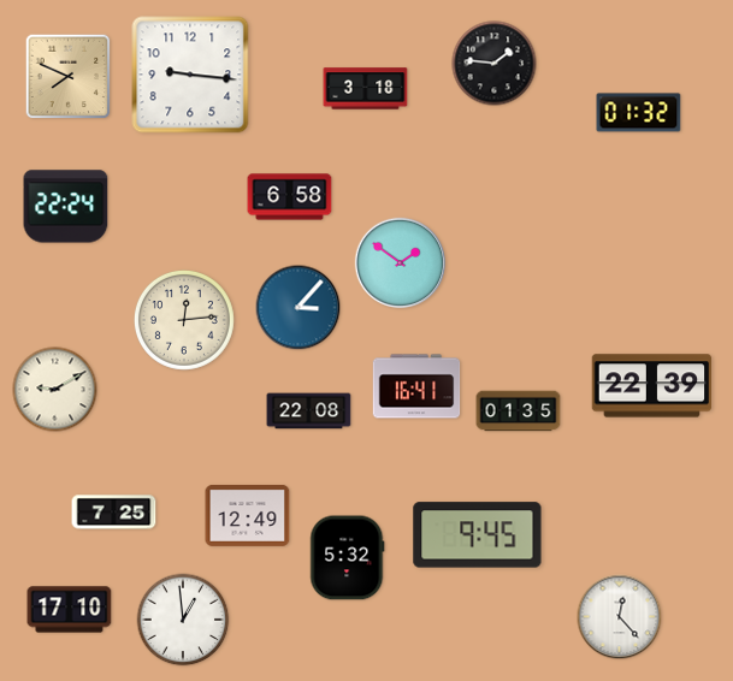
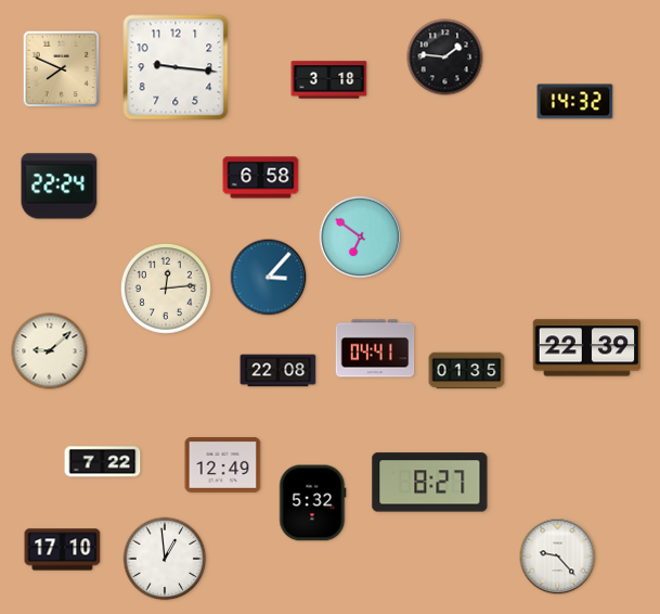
clock at (190, 75) position: (190, 75) -> (176, 67)
clock at (639, 113): 01:32 -> 14:32
clock at (401, 263): 1:51 -> 6:51
clock at (416, 386): 16:41 -> 04:41
clock at (55, 390): 9:10 -> 9:08
clock at (114, 513): 7:25 -> 7:22
clock at (478, 535): 9:45 -> 8:27
clock at (620, 617): 12:23 -> 9:23
